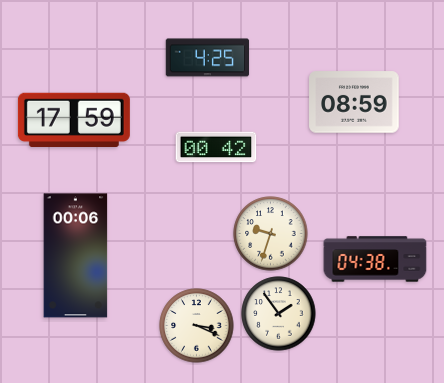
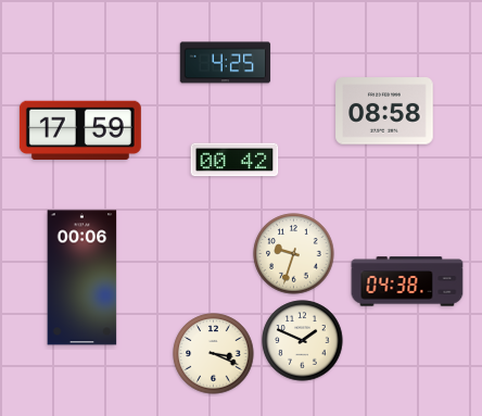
clock at (354, 102): 08:59 -> 08:58
clock at (279, 314): 1:54 -> 1:49
